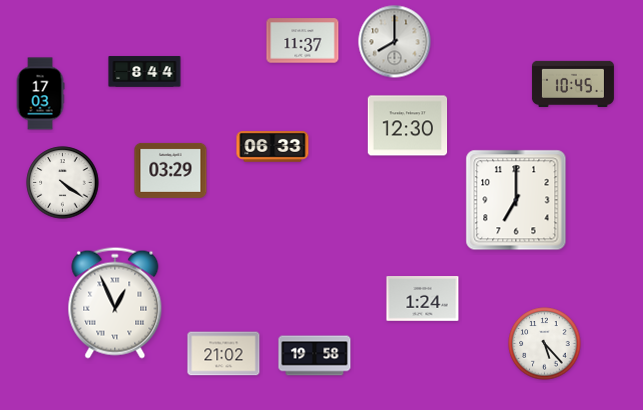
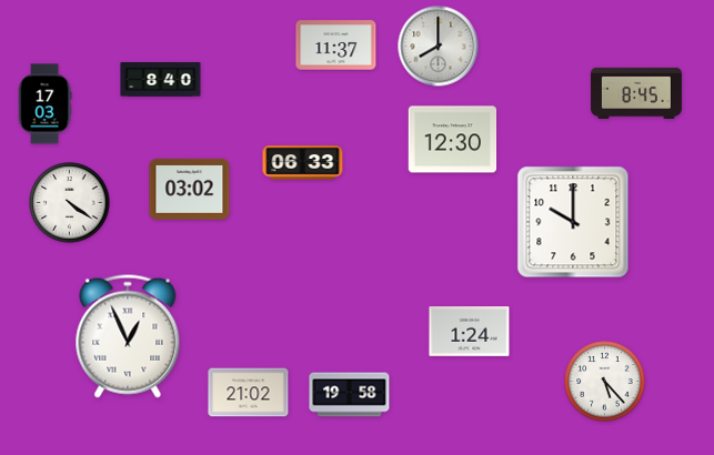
clock at (145, 72): 8:44 -> 8:40
clock at (573, 84): 10:45 -> 8:45
clock at (171, 170): 03:29 -> 03:02
clock at (516, 200): 7:00 -> 10:00
